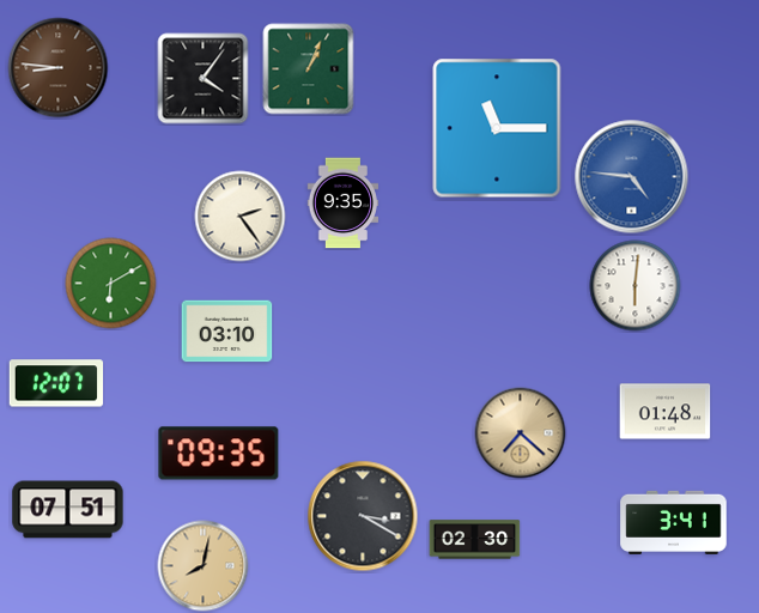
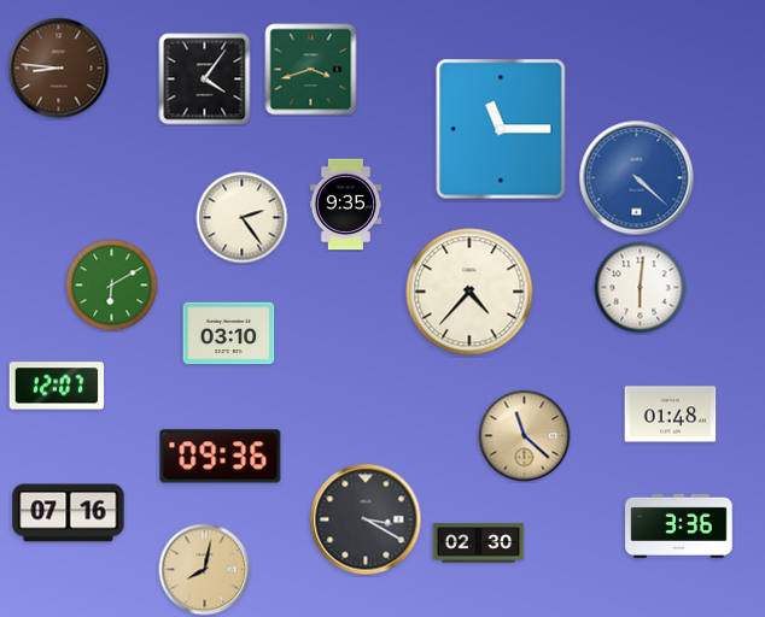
clock at (309, 69): 1:04 -> 3:42
clock at (632, 177): 4:46 -> 4:22
clock at (469, 292): none -> 4:37
clock at (521, 433): 7:22 -> 11:22
clock at (219, 454): 09:35 -> 09:36
clock at (68, 510): 07:51 -> 07:16
clock at (674, 522): 3:41 -> 3:36
